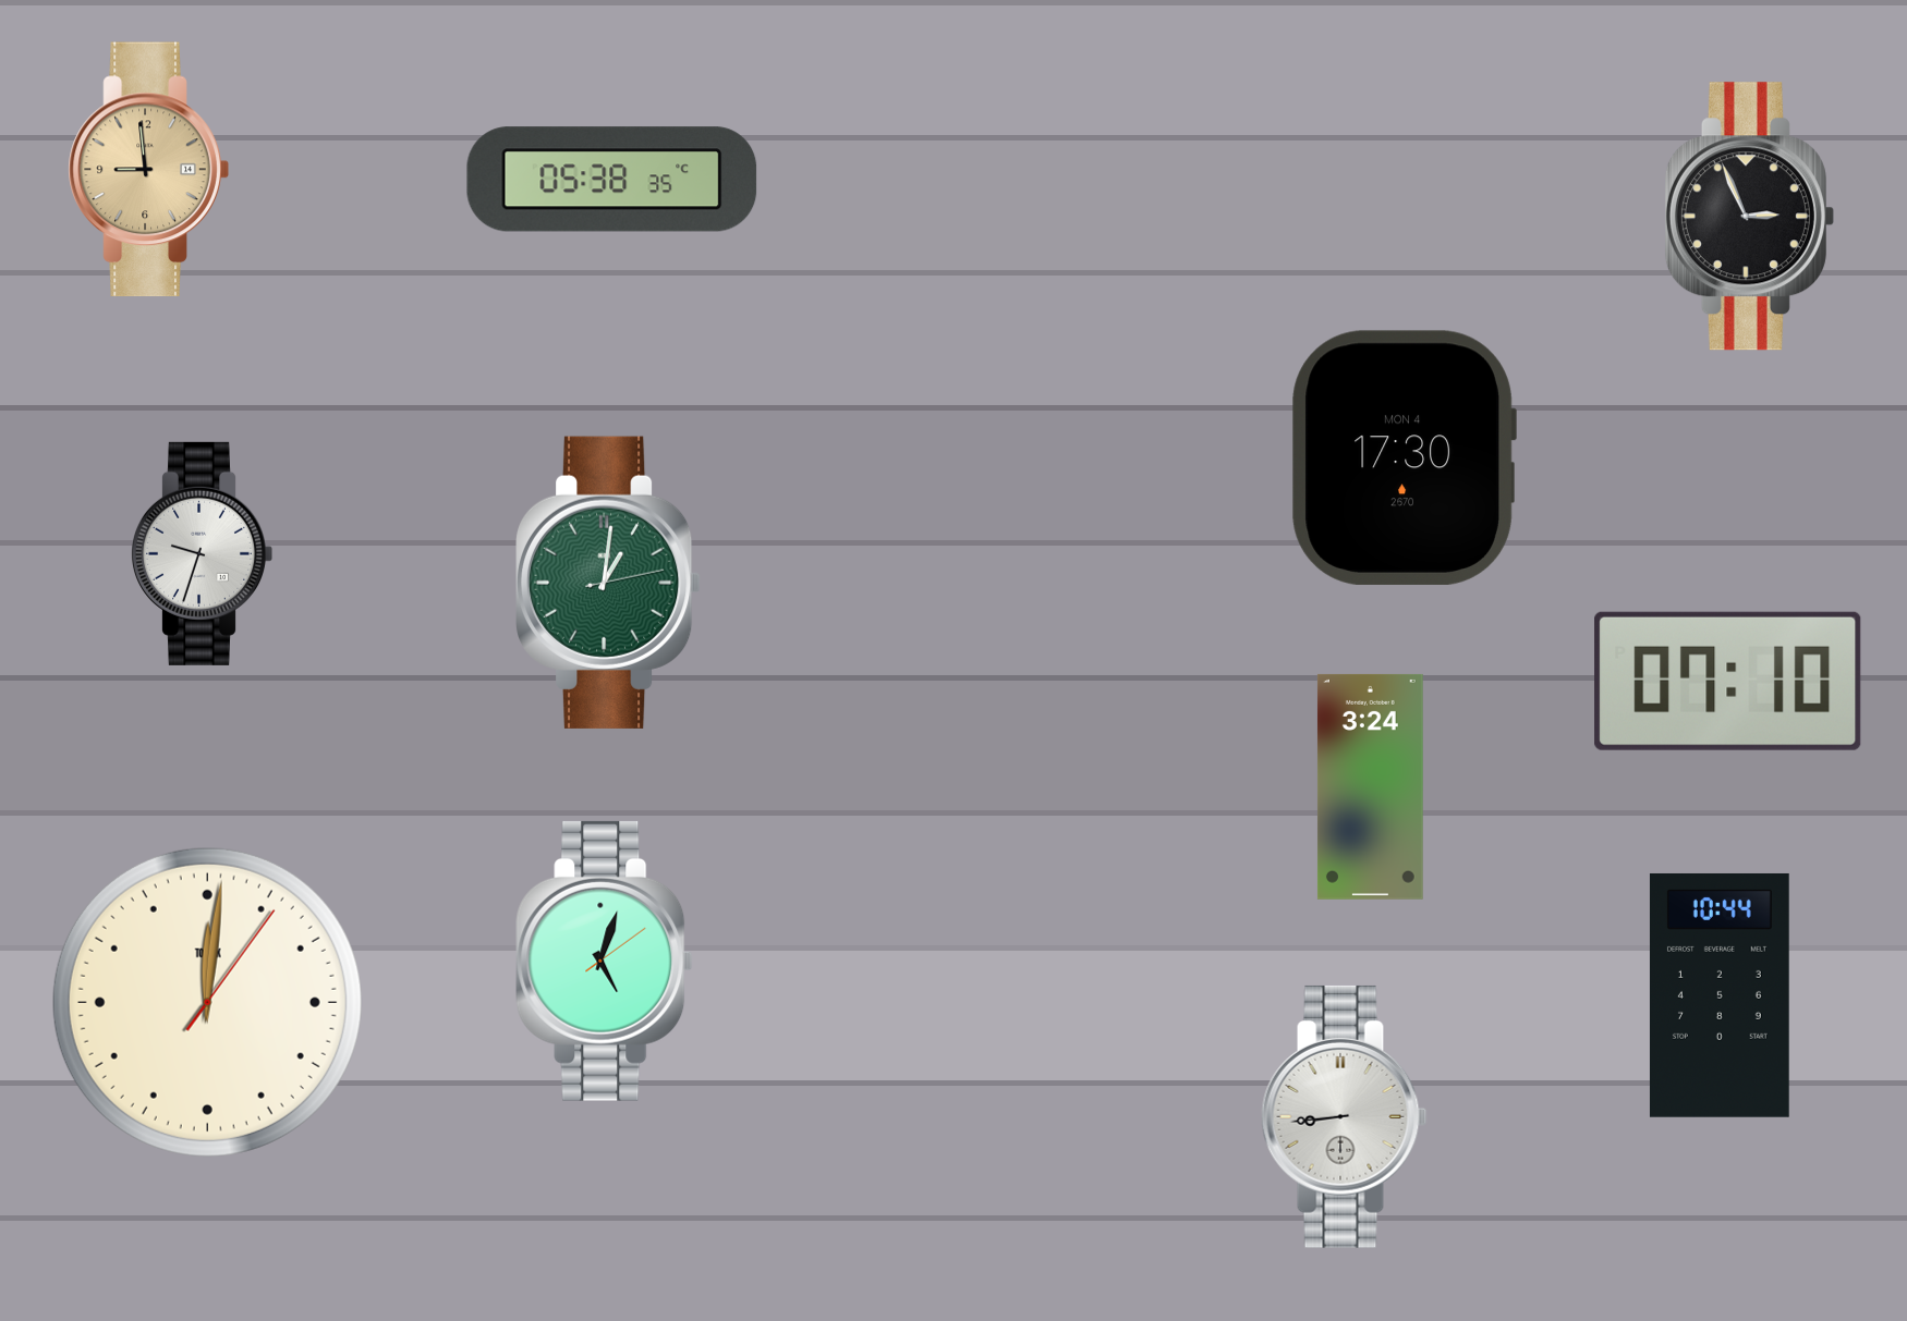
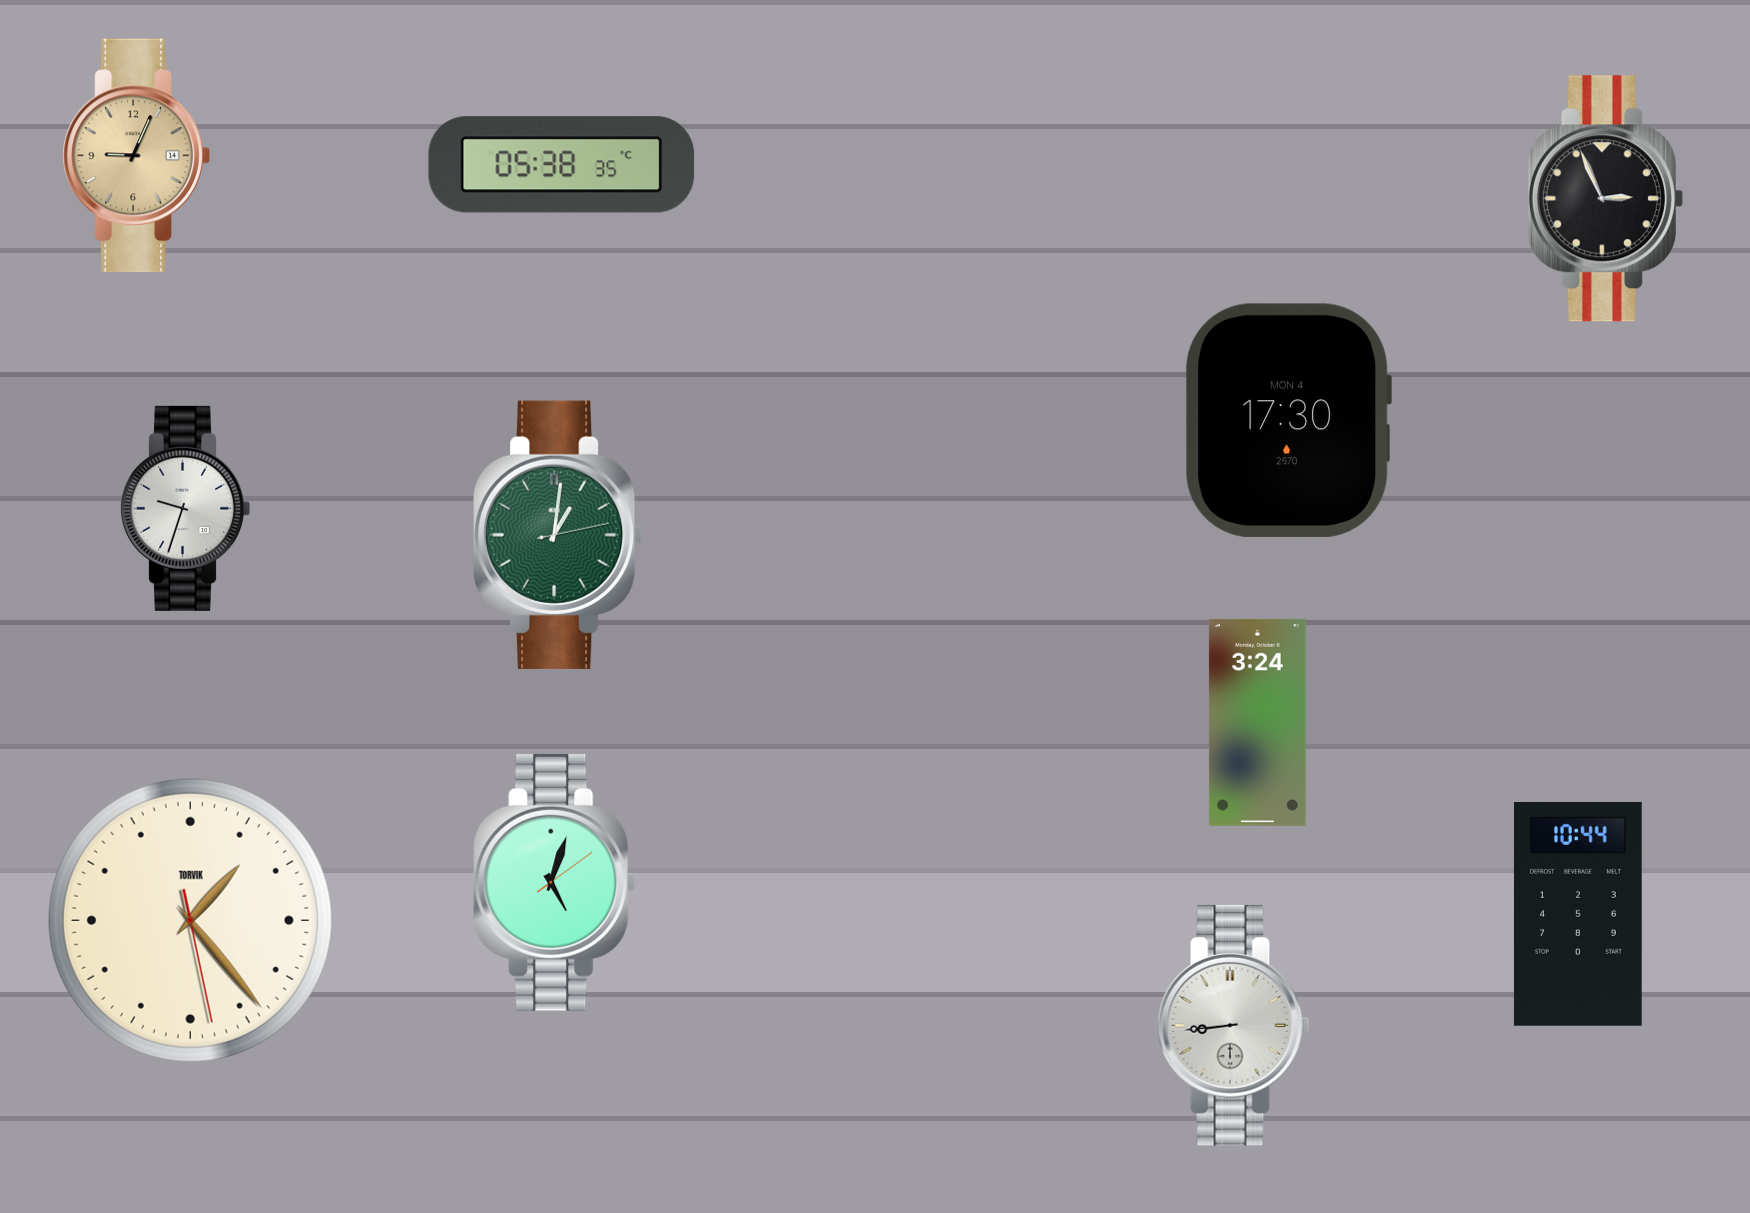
clock at (148, 170): 8:59 -> 9:04
clock at (1728, 681): 07:10 -> none
clock at (207, 1002): 12:01 -> 1:23
